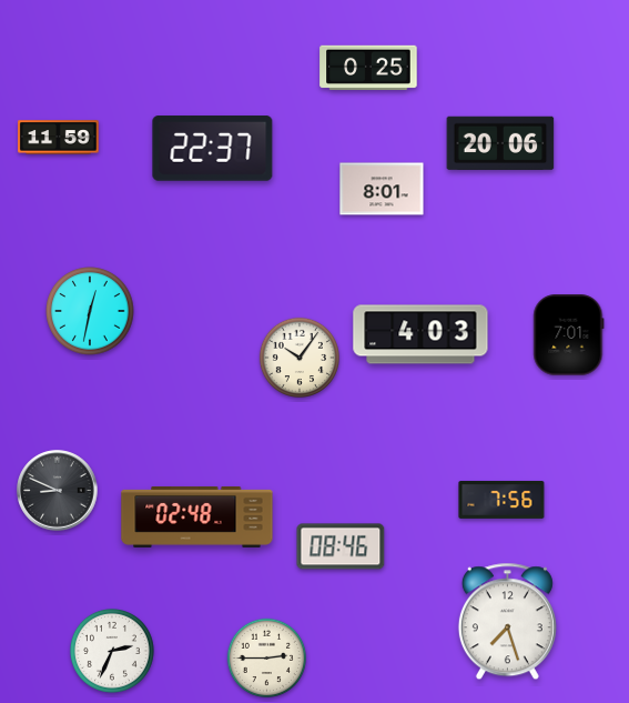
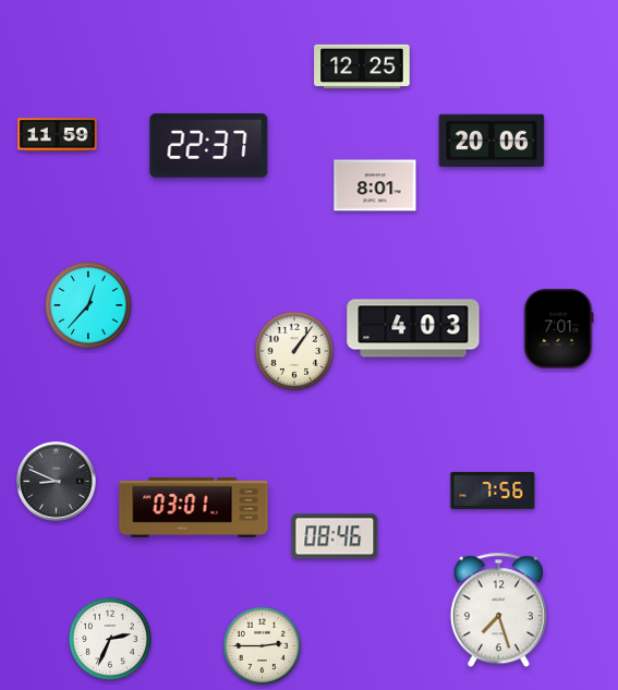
clock at (368, 67): 0:25 -> 12:25
clock at (90, 311): 12:32 -> 12:37
clock at (298, 356): 10:06 -> 1:06
clock at (197, 516): 02:48 -> 03:01
